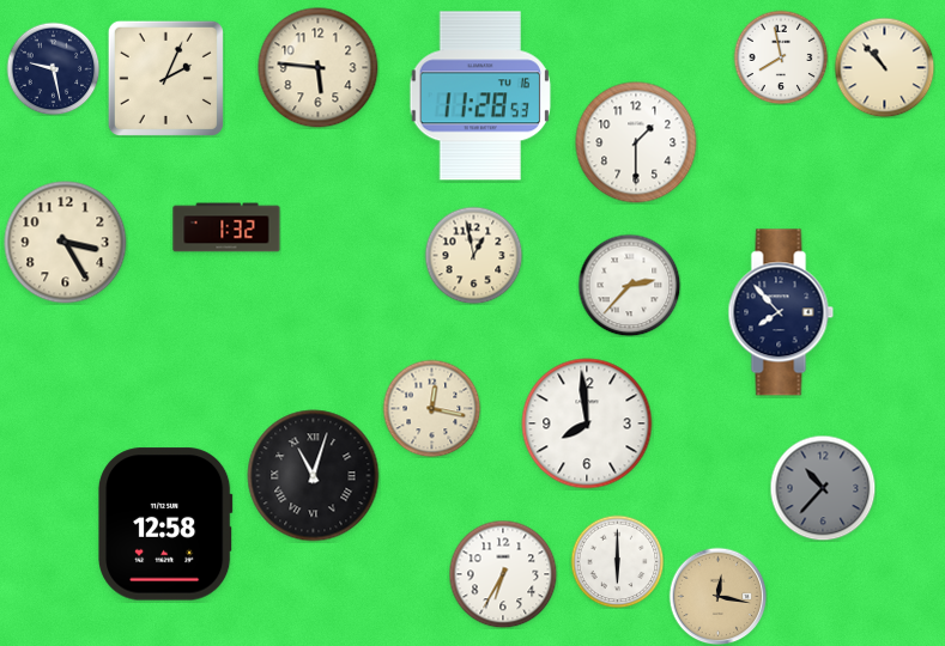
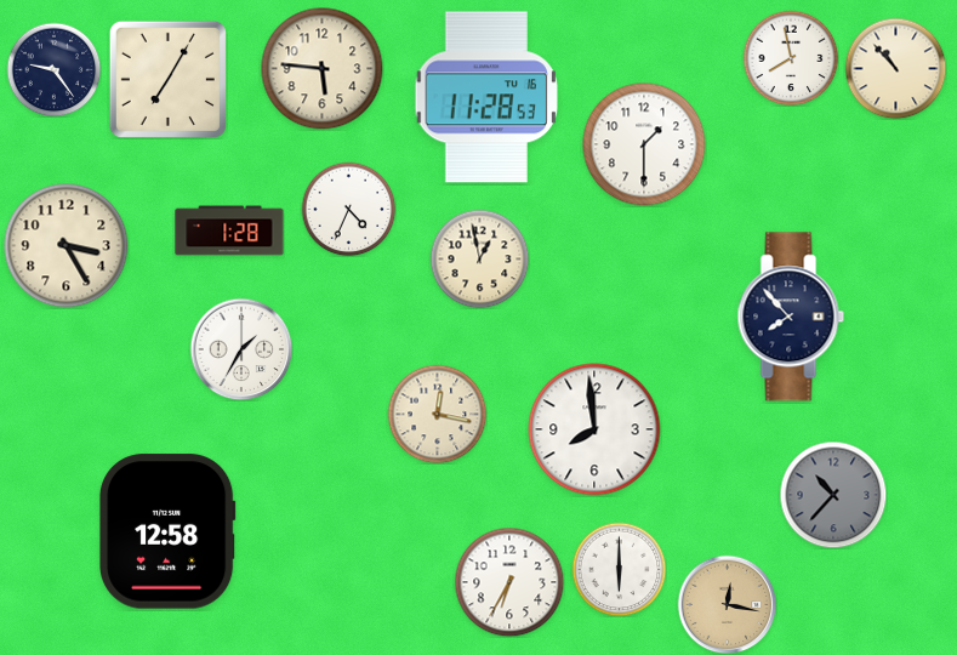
clock at (53, 68): 9:28 -> 9:24
clock at (165, 78): 2:04 -> 7:05
clock at (348, 209): none -> 4:34
clock at (226, 227): 1:32 -> 1:28
clock at (629, 285): 2:37 -> none
clock at (241, 349): none -> 1:35
clock at (314, 476): 11:03 -> none
clock at (617, 561) position: (617, 561) -> (619, 569)
